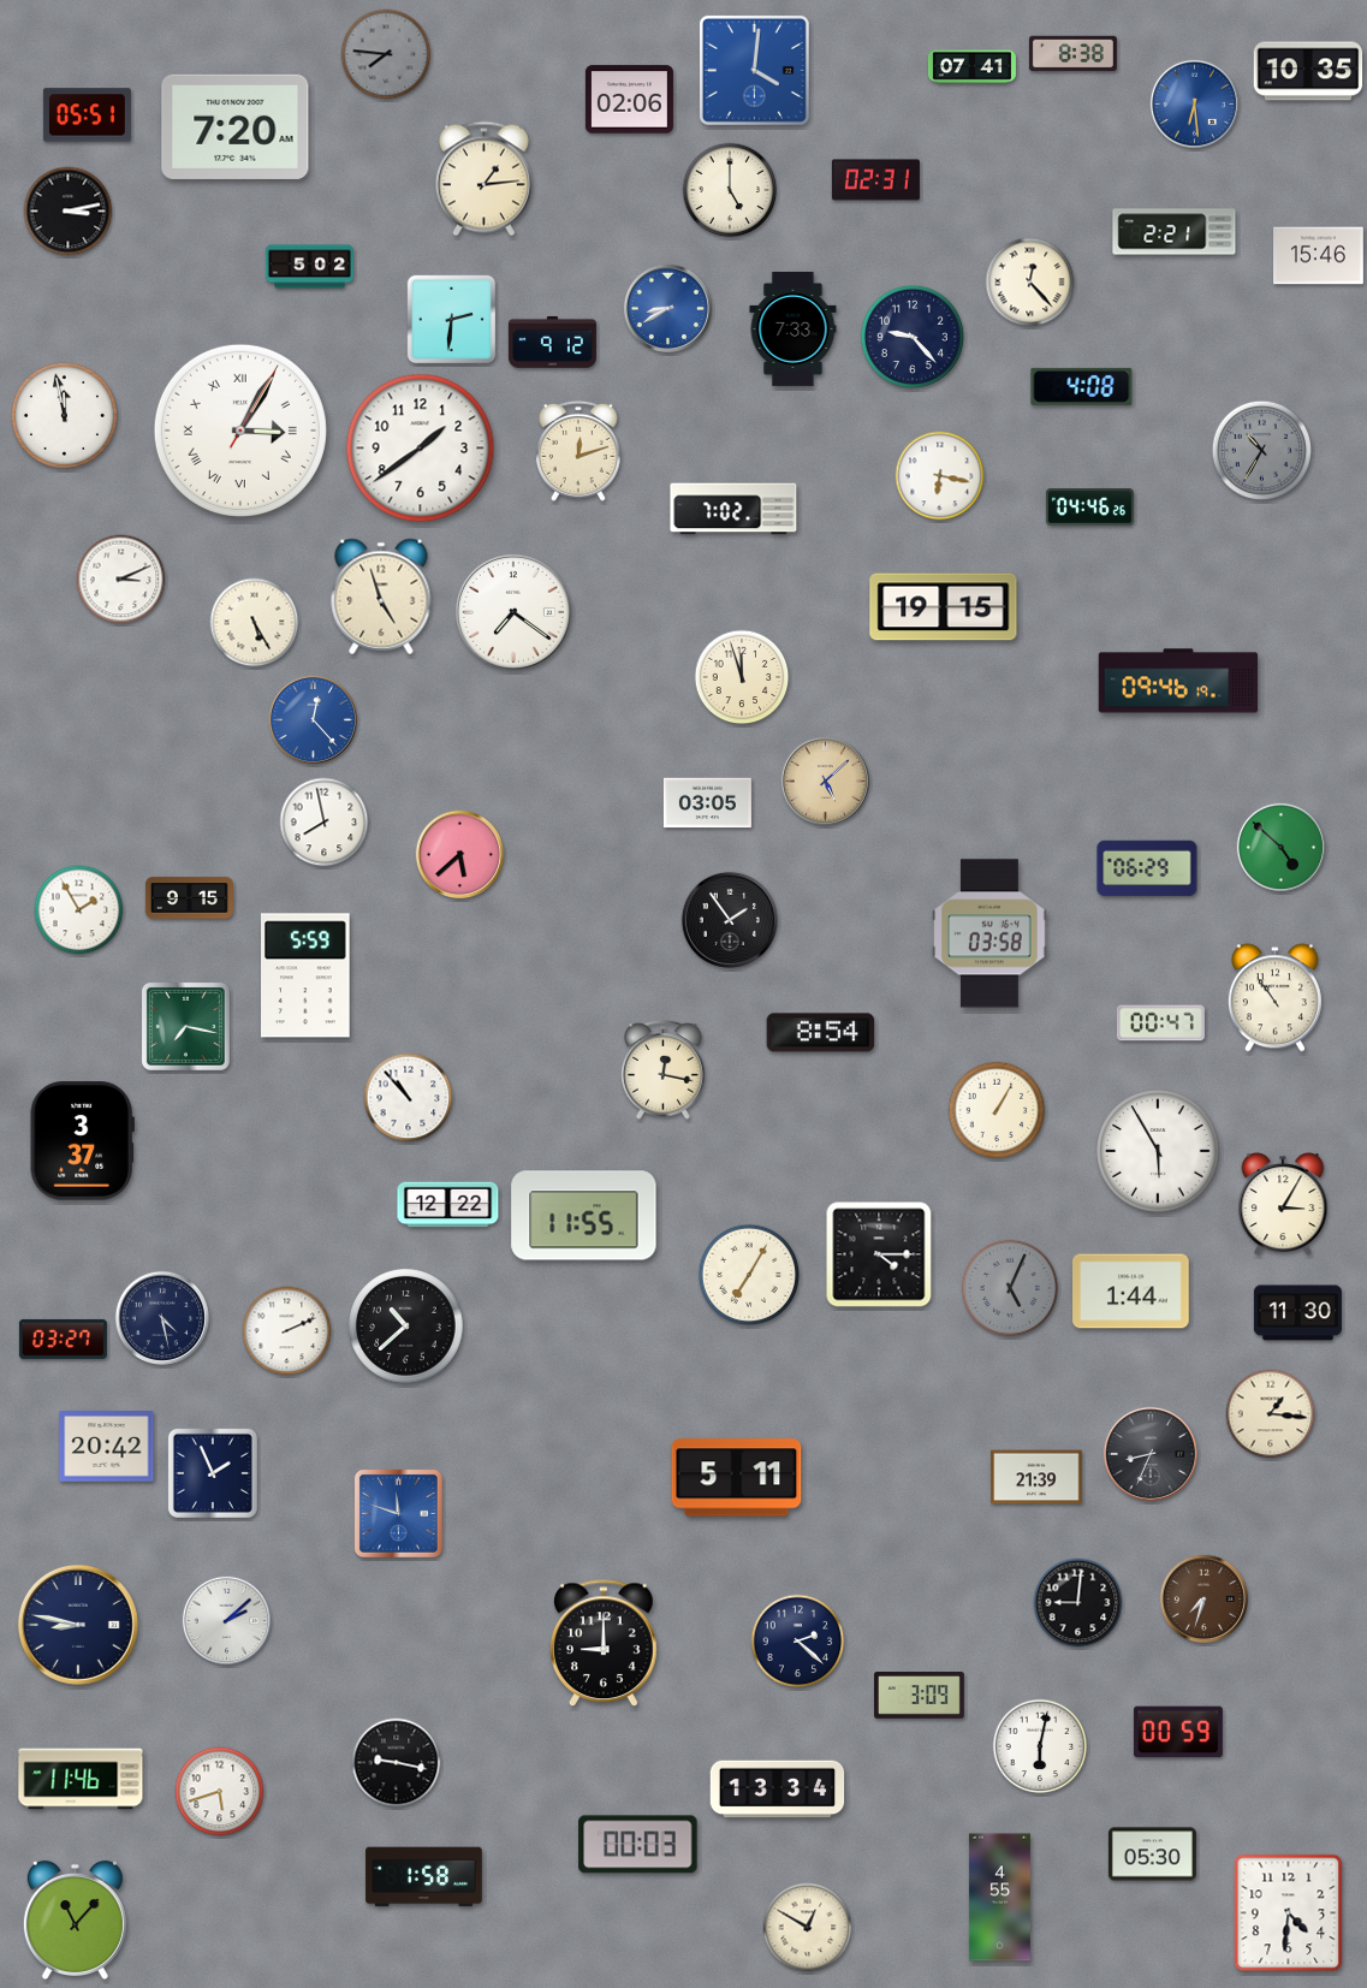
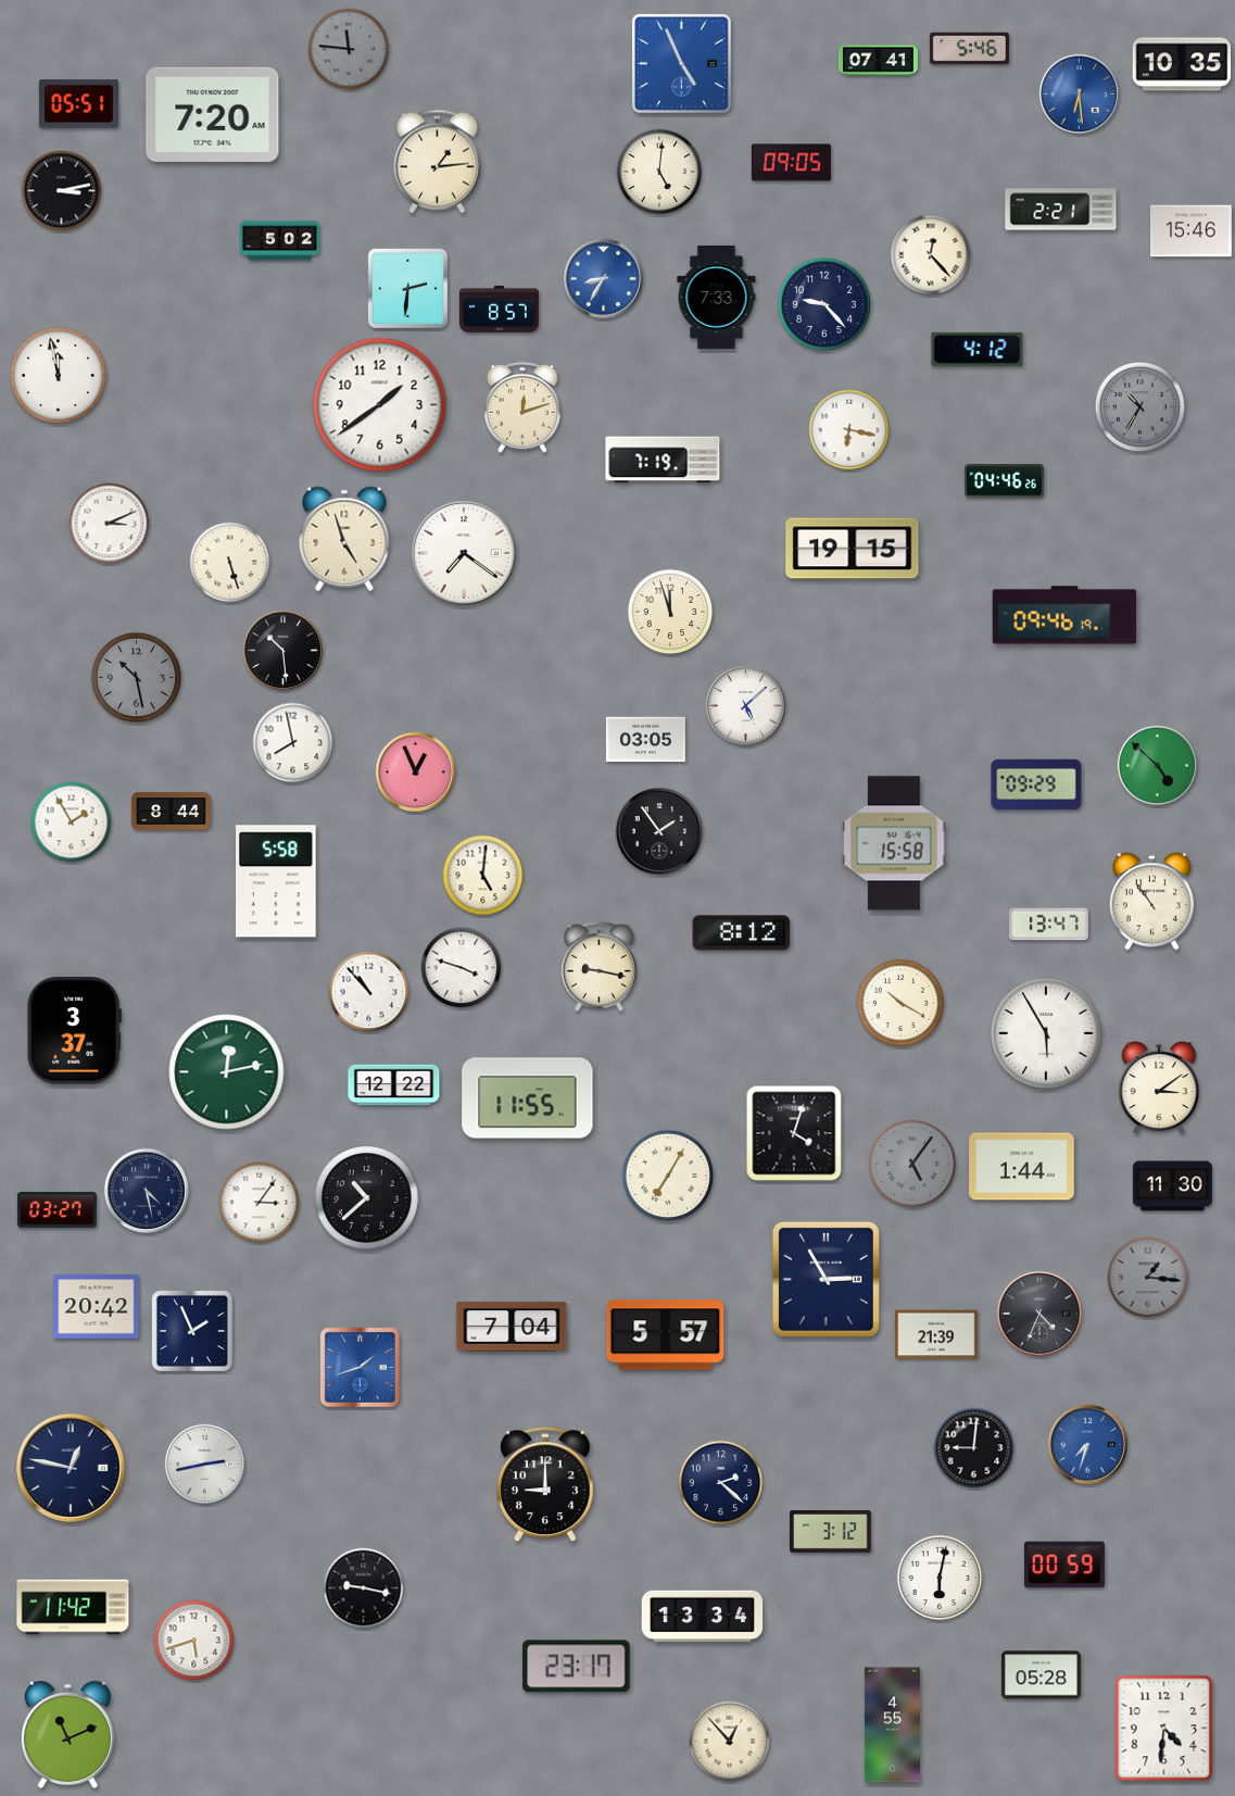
clock at (386, 54): 7:46 -> 11:46
clock at (1072, 54): 8:38 -> 5:46
clock at (754, 70): 4:01 -> 4:56
clock at (629, 100): 02:06 -> none
clock at (875, 180): 02:31 -> 09:05
clock at (730, 190): 5:00 -> 5:01
clock at (667, 308): 8:40 -> 8:35
clock at (552, 342): 9:12 -> 8:57
clock at (1082, 386): 4:08 -> 4:12
clock at (240, 431): 3:05 -> none
clock at (1089, 508) position: (1089, 508) -> (1004, 481)
clock at (733, 509): 7:02 -> 7:19
clock at (255, 623): 5:25 -> 5:27
clock at (313, 719): 12:23 -> 10:29
clock at (313, 719) dial: blue -> black
clock at (137, 678): none -> 10:28
clock at (825, 781) dial: champagne -> white
clock at (707, 803) position: (707, 803) -> (645, 740)
clock at (459, 854): 5:38 -> 12:56
clock at (1147, 868): 06:29 -> 09:29
clock at (189, 898): 9:15 -> 8:44
clock at (989, 933): 03:58 -> 15:58
clock at (483, 876): none -> 5:01
clock at (307, 975): 5:59 -> 5:58
clock at (1160, 1023): 00:47 -> 13:47
clock at (185, 1026): 7:17 -> none
clock at (821, 1033): 8:54 -> 8:12
clock at (664, 1070): 12:17 -> 9:17
clock at (462, 968): none -> 3:48
clock at (997, 1110): 1:05 -> 10:20
clock at (1158, 1151) position: (1158, 1151) -> (1046, 1033)
clock at (227, 1072): none -> 12:13
clock at (1283, 1204): 3:05 -> 3:09
clock at (448, 1205) position: (448, 1205) -> (394, 1085)
clock at (879, 1254): 4:15 -> 4:03
clock at (748, 1274) position: (748, 1274) -> (667, 1175)
clock at (1010, 1288): 5:04 -> 5:06
clock at (287, 1331): 2:11 -> 3:06
clock at (1271, 1414) dial: cream -> grey
clock at (826, 1279): none -> 2:55
clock at (1151, 1454): 8:34 -> 4:34
clock at (512, 1327): none -> 7:04
clock at (737, 1478): 5:11 -> 5:57
clock at (398, 1513): 11:48 -> 1:42
clock at (1203, 1598) dial: brown -> blue
clock at (226, 1620): 2:08 -> 2:43
clock at (78, 1625): 8:47 -> 12:47
clock at (920, 1696): 3:09 -> 3:12
clock at (397, 1763) position: (397, 1763) -> (364, 1588)
clock at (81, 1779): 11:46 -> 11:42
clock at (220, 1792) position: (220, 1792) -> (194, 1641)
clock at (638, 1845): 00:03 -> 23:17
clock at (1152, 1855): 05:30 -> 05:28
clock at (424, 1877): 1:58 -> none
clock at (999, 1898) position: (999, 1898) -> (892, 1725)
clock at (75, 1919): 11:07 -> 11:11
clock at (808, 1928): 12:50 -> 12:53
